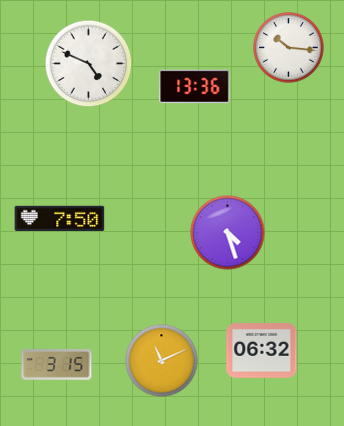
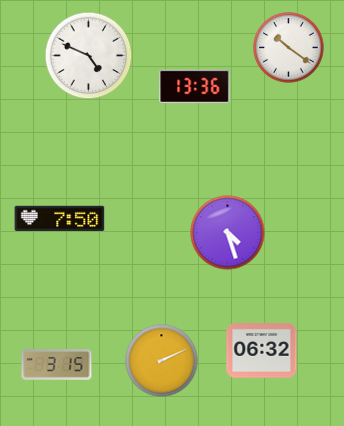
clock at (289, 48): 10:16 -> 10:21
clock at (89, 64) position: (89, 64) -> (89, 56)
clock at (162, 361): 11:11 -> 2:11
